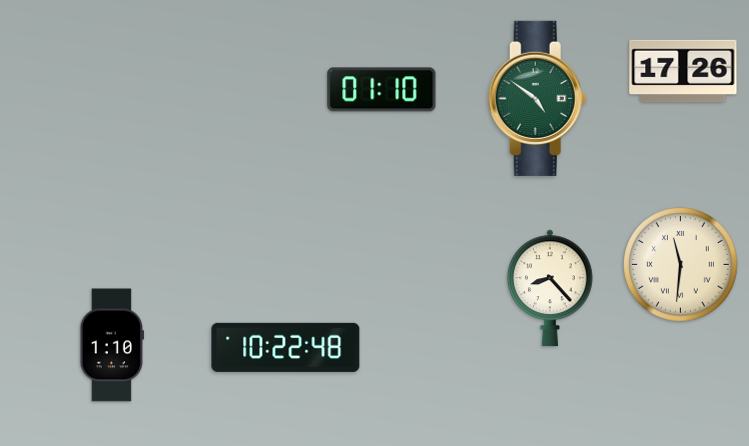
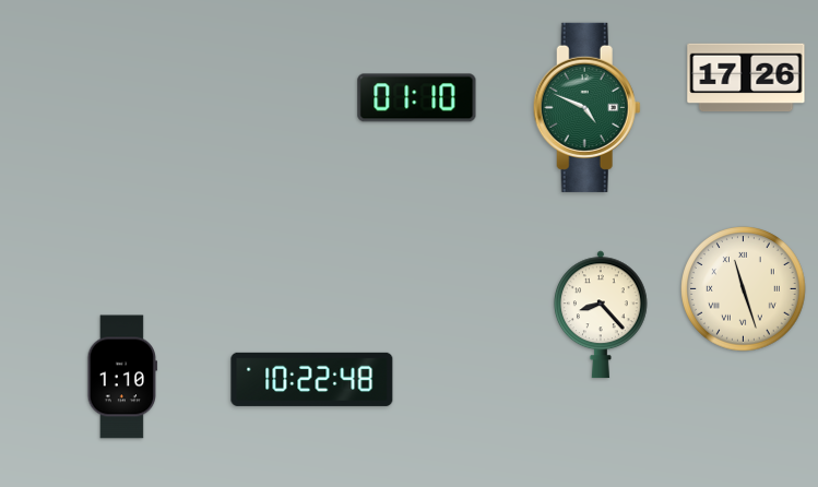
clock at (537, 98): 4:51 -> 4:49
clock at (681, 265): 11:31 -> 11:27
